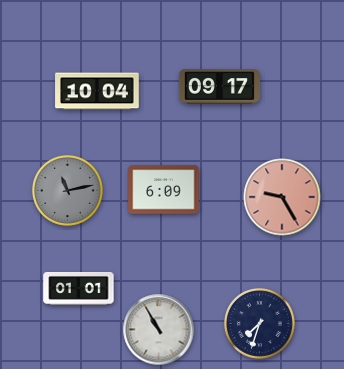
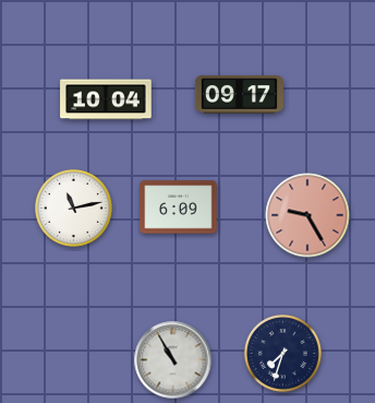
clock at (67, 190) dial: grey -> white
clock at (79, 289): 01:01 -> none
